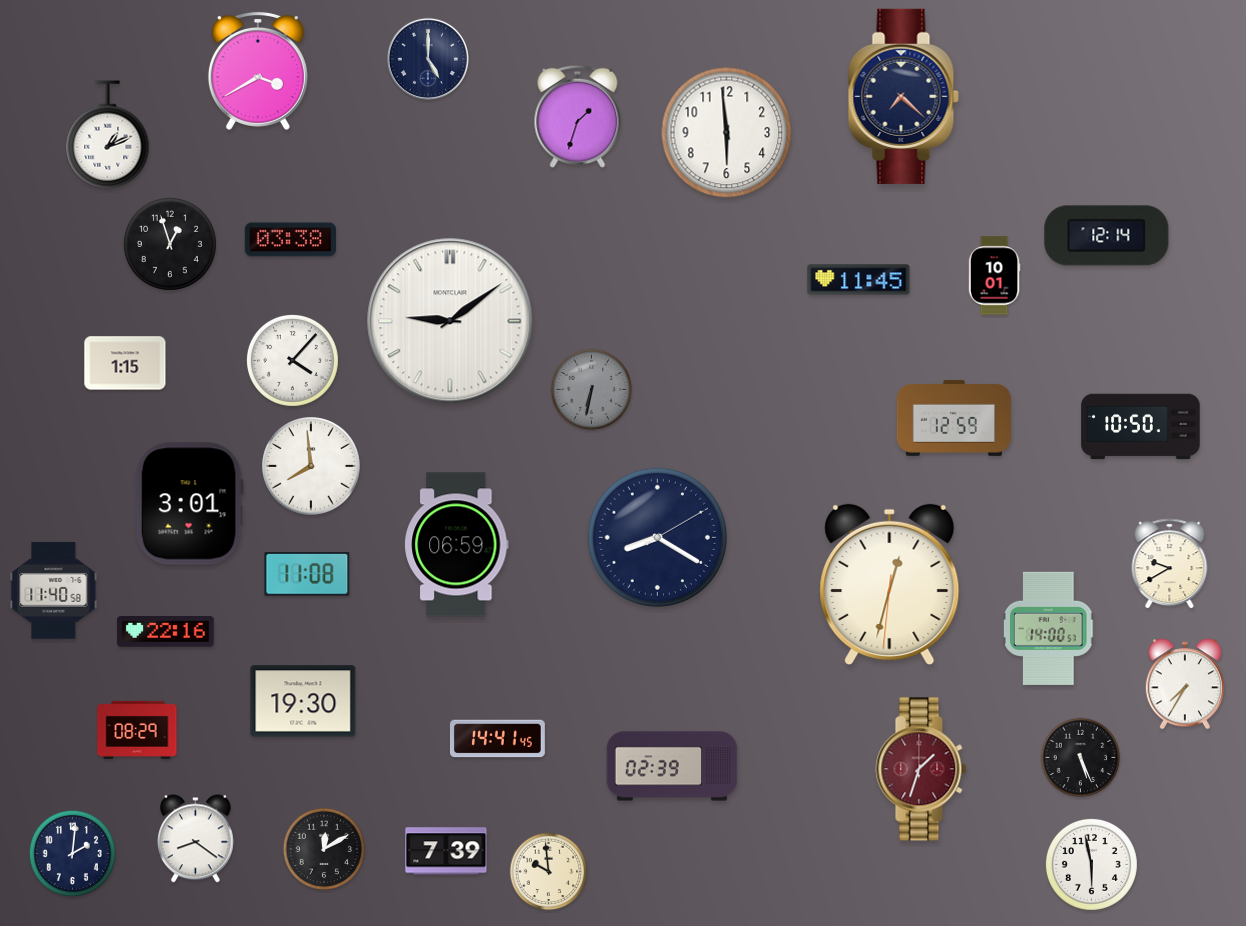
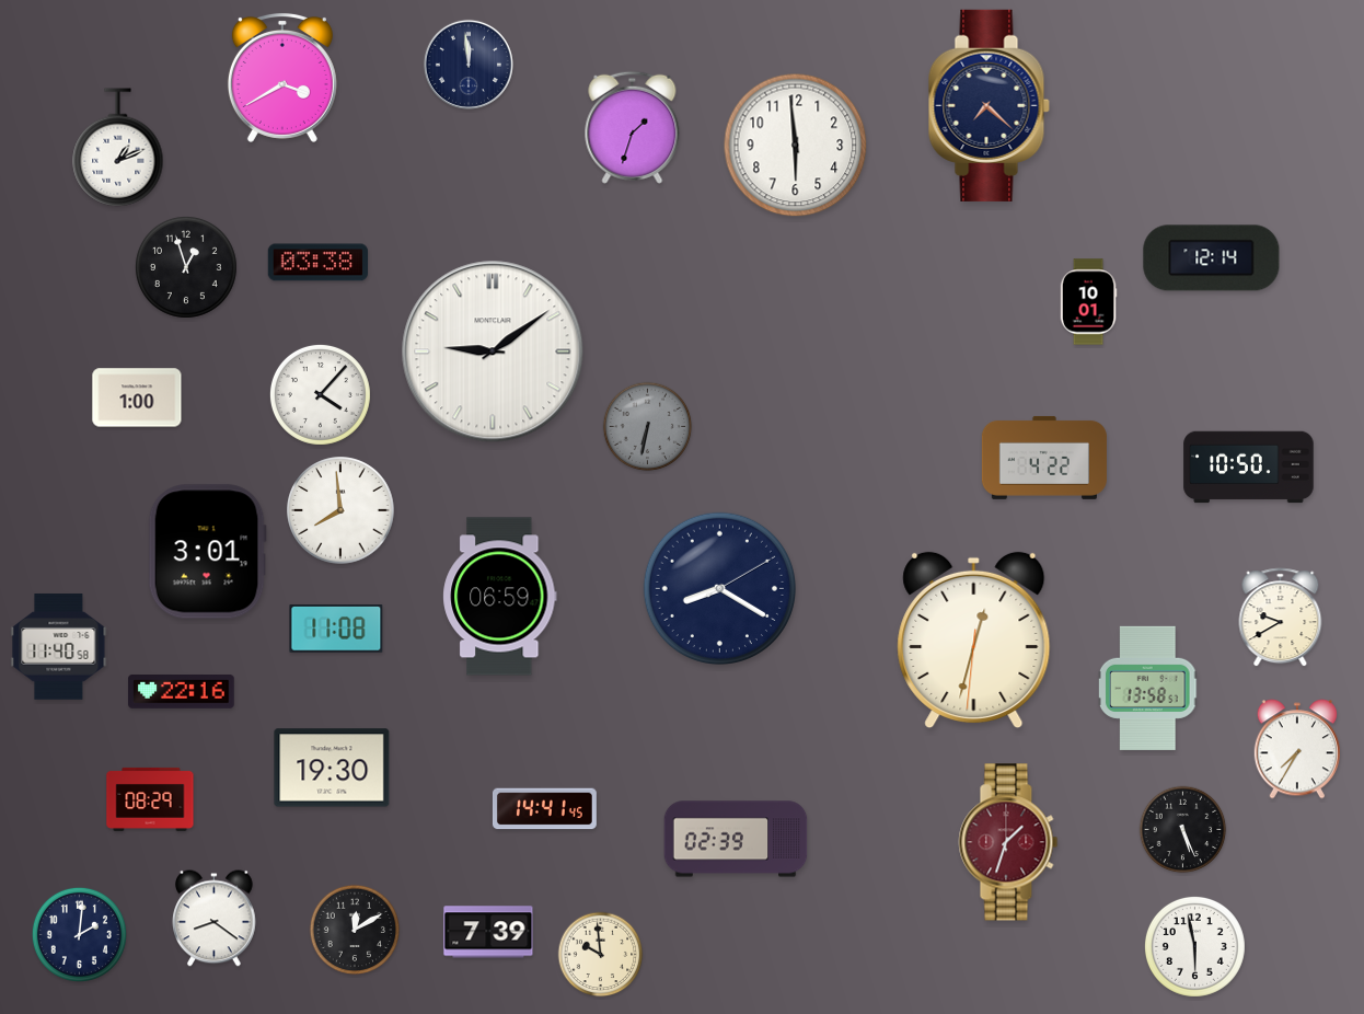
clock at (428, 59): 5:00 -> 11:59
clock at (859, 280): 11:45 -> none
clock at (125, 363): 1:15 -> 1:00
clock at (954, 418): 12:59 -> 4:22
clock at (1048, 628): 14:00 -> 13:58
